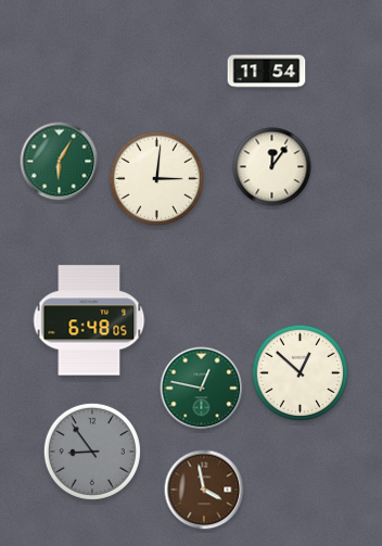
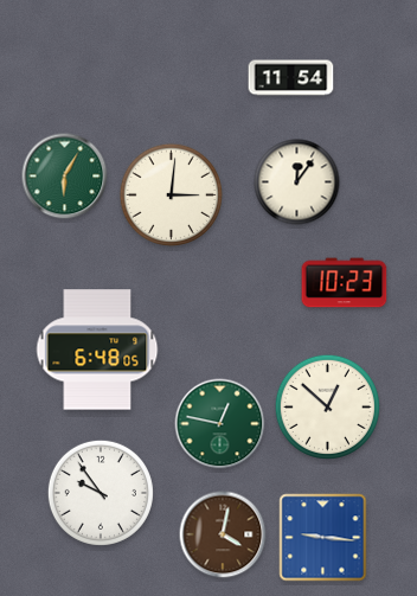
clock at (345, 283): none -> 10:23
clock at (92, 452): 8:54 -> 9:54
clock at (92, 452) dial: grey -> white
clock at (204, 490): 3:58 -> 4:02
clock at (323, 538): none -> 9:16
